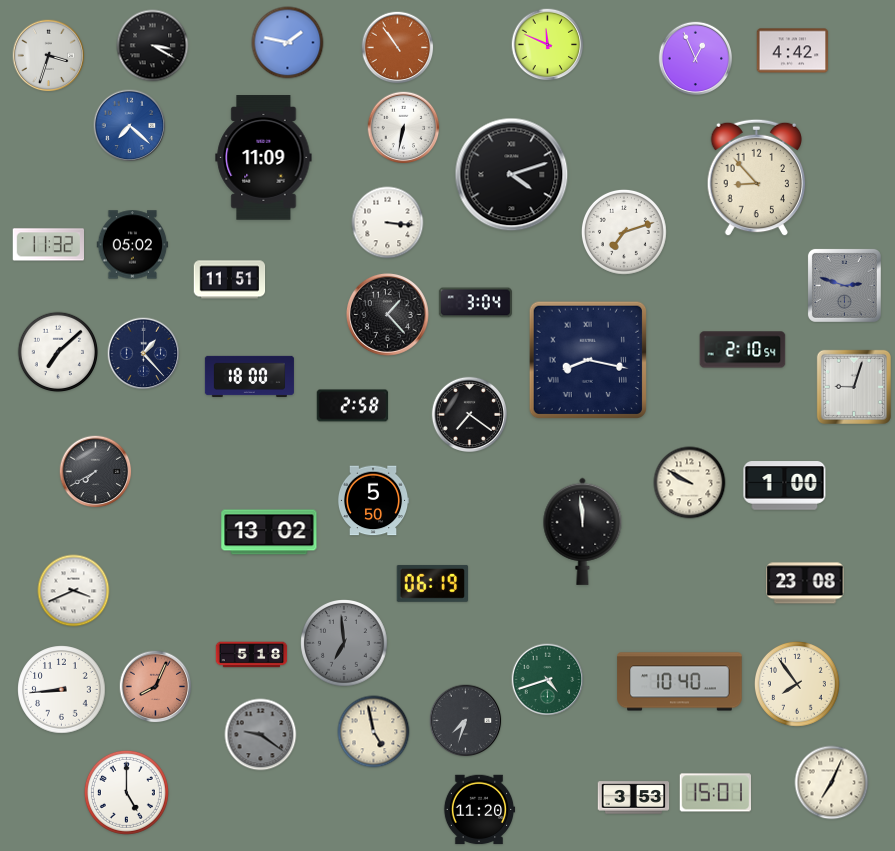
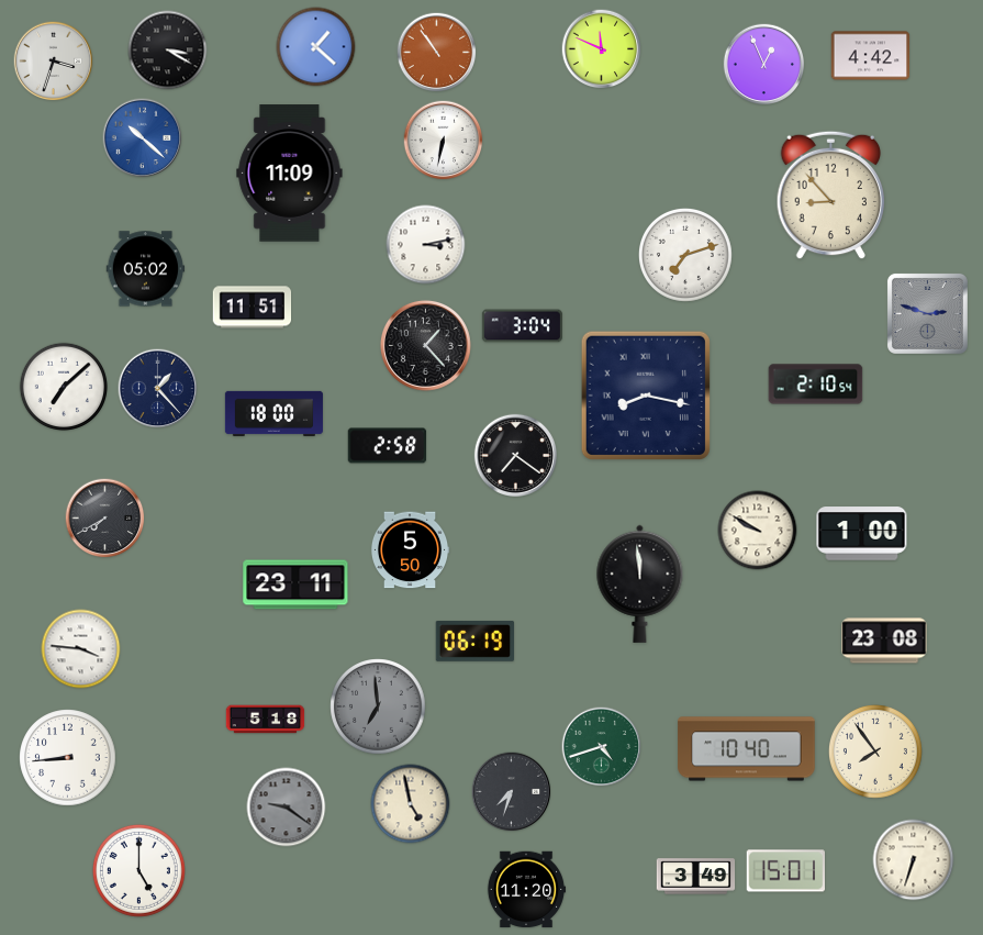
clock at (288, 43): 1:47 -> 1:22
clock at (130, 126): 7:22 -> 10:22
clock at (512, 175): 4:12 -> none
clock at (388, 223): 3:16 -> 3:13
clock at (49, 245): 11:32 -> none
clock at (475, 303) position: (475, 303) -> (522, 326)
clock at (854, 387): 9:03 -> none
clock at (269, 532): 13:02 -> 23:11
clock at (74, 591): 3:41 -> 3:46
clock at (252, 655) position: (252, 655) -> (266, 720)
clock at (156, 687): 8:04 -> none
clock at (832, 783): 7:04 -> 6:33
clock at (634, 798): 3:53 -> 3:49
